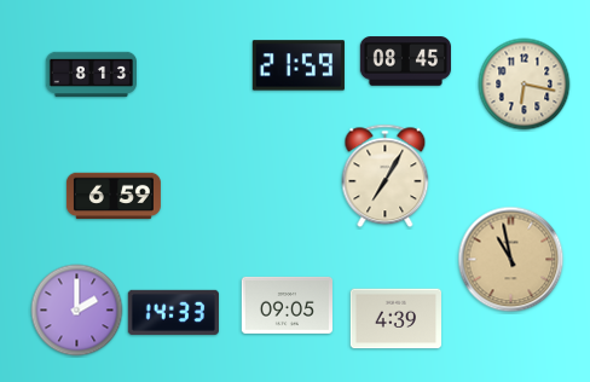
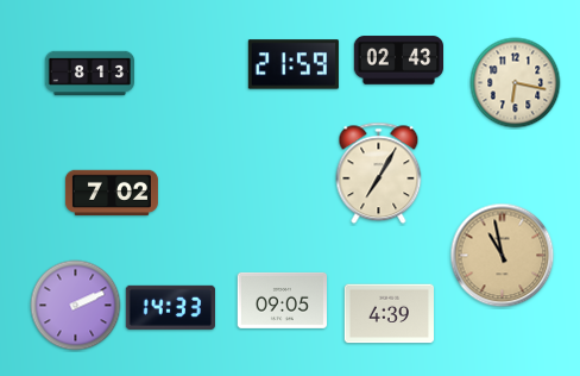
clock at (405, 62): 08:45 -> 02:43
clock at (114, 196): 6:59 -> 7:02
clock at (77, 311): 2:00 -> 2:11
